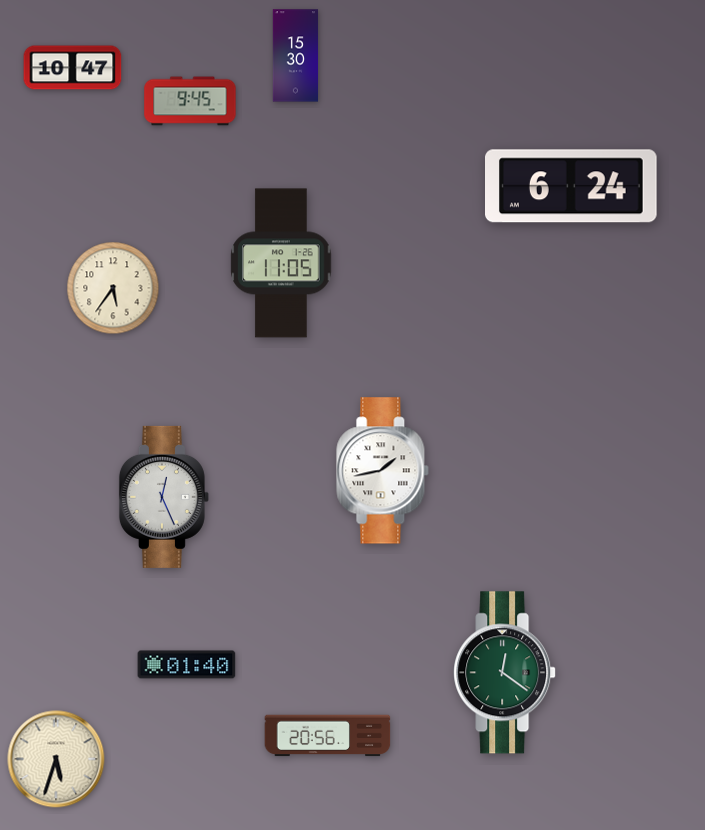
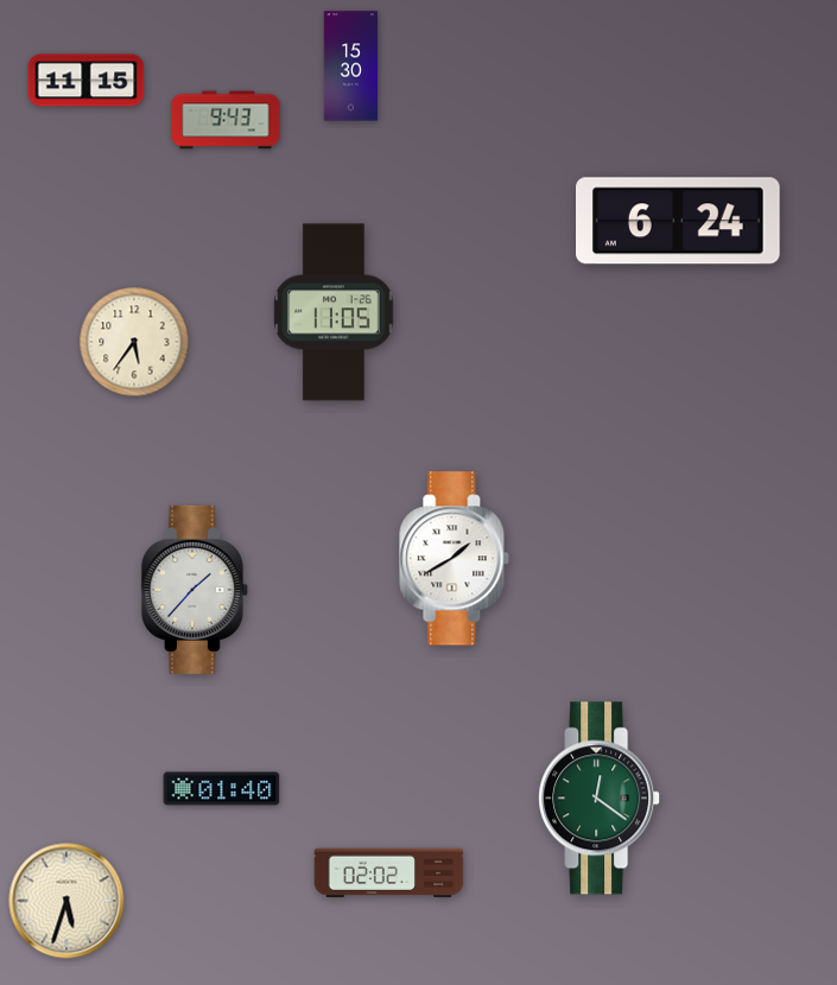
clock at (73, 68): 10:47 -> 11:15
clock at (190, 101): 9:45 -> 9:43
clock at (383, 471): 1:43 -> 1:40
clock at (164, 497): 12:26 -> 1:37
clock at (328, 736): 20:56 -> 02:02
